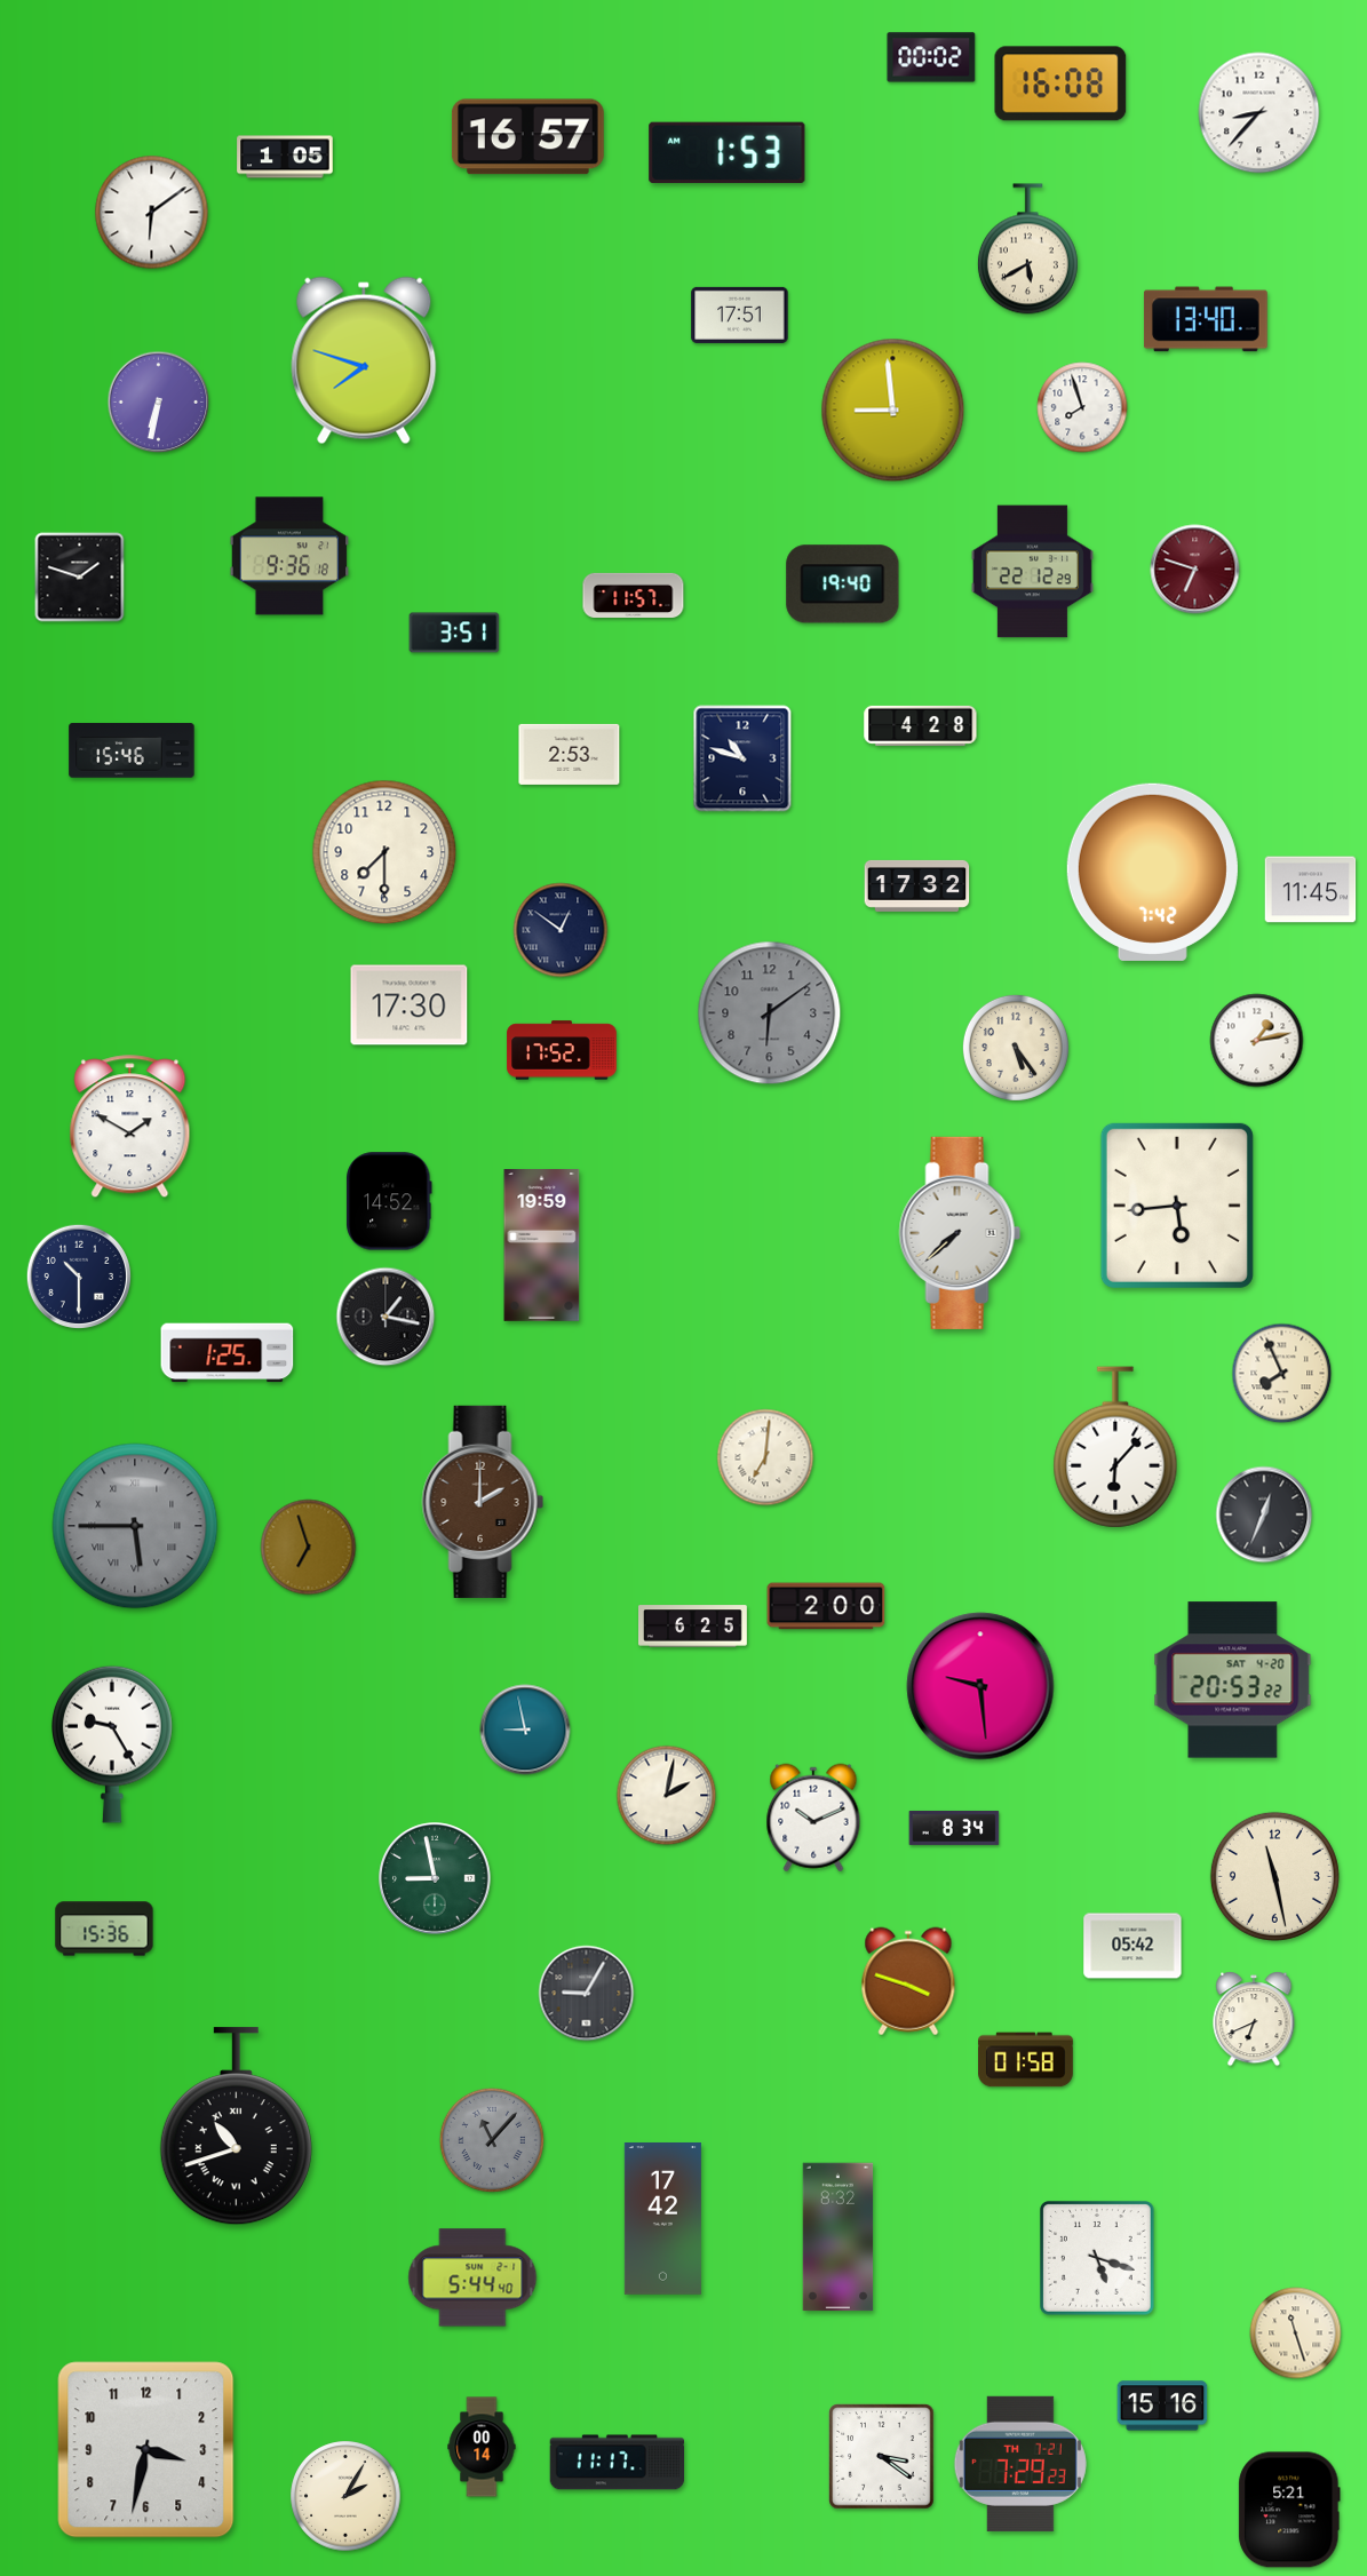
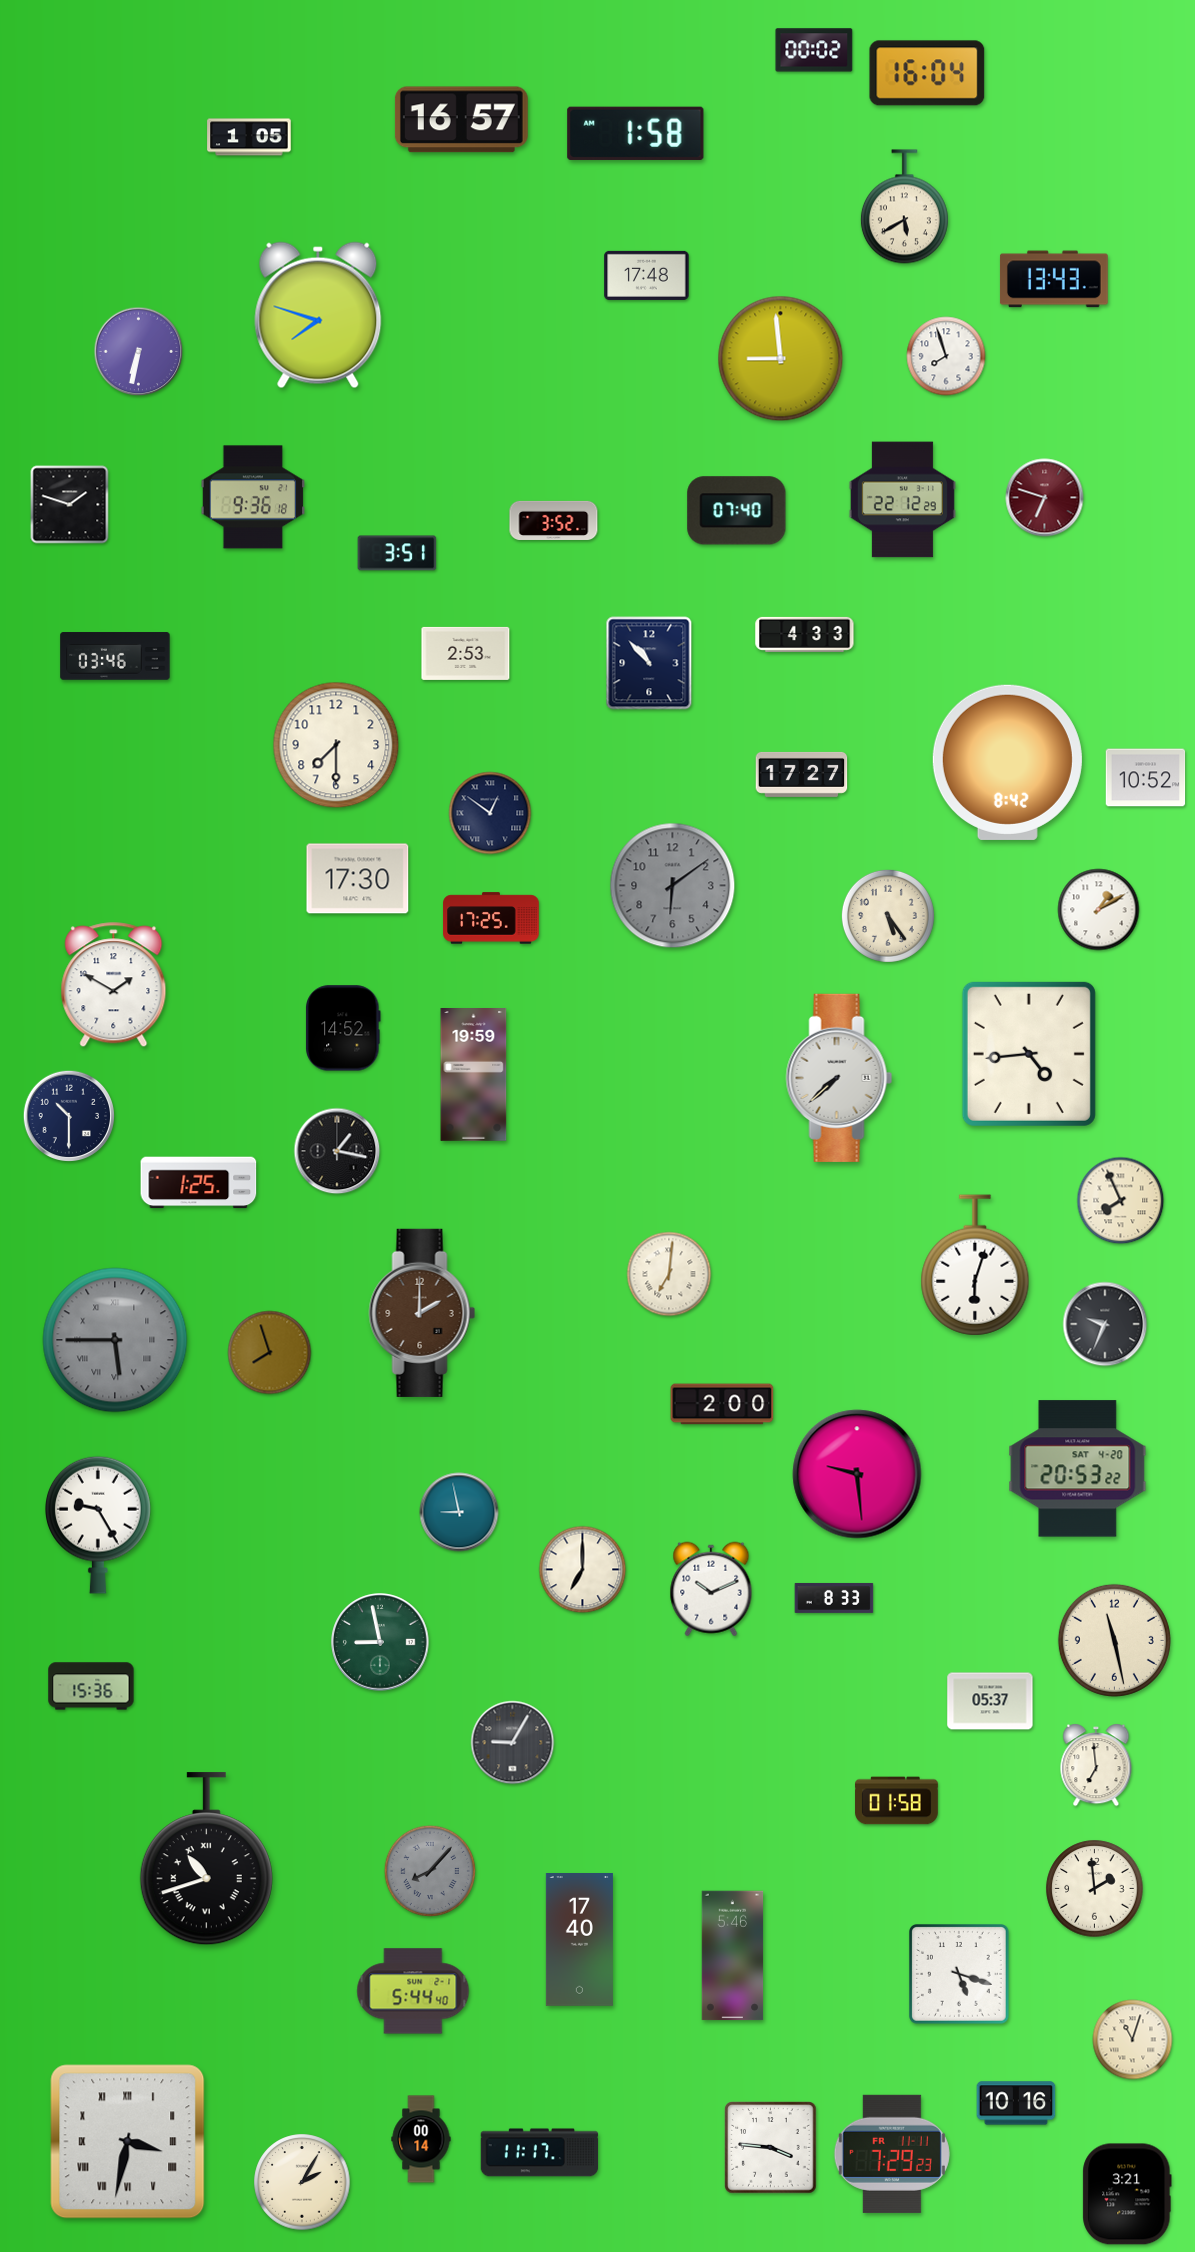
clock at (1060, 84): 16:08 -> 16:04
clock at (1259, 113): 8:37 -> none
clock at (728, 152): 1:53 -> 1:58
clock at (152, 213): 6:09 -> none
clock at (1027, 249) position: (1027, 249) -> (904, 207)
clock at (740, 315): 17:51 -> 17:48
clock at (1206, 319): 13:40 -> 13:43
clock at (289, 556) position: (289, 556) -> (253, 497)
clock at (843, 585): 19:40 -> 07:40
clock at (634, 595): 11:57 -> 3:52
clock at (921, 725): 4:28 -> 4:33
clock at (132, 750): 15:46 -> 03:46
clock at (570, 754) position: (570, 754) -> (466, 653)
clock at (742, 758): 10:48 -> 10:53
clock at (1152, 872): 7:42 -> 8:42
clock at (917, 885): 17:32 -> 17:27
clock at (1311, 890): 11:45 -> 10:52
clock at (1257, 1041): 1:13 -> 1:10
clock at (562, 1050): 17:52 -> 17:25
clock at (389, 1201) position: (389, 1201) -> (343, 1028)
clock at (1177, 1206): 5:44 -> 4:44
clock at (542, 1246) position: (542, 1246) -> (474, 1075)
clock at (1115, 1447): 6:07 -> 6:03
clock at (1264, 1514): 12:34 -> 9:34
clock at (135, 1526) position: (135, 1526) -> (115, 1340)
clock at (309, 1548): 6:57 -> 7:57
clock at (693, 1627): 6:25 -> none
clock at (667, 1796): 2:02 -> 7:00
clock at (954, 1828): 8:34 -> 8:33
clock at (1132, 1946): 05:42 -> 05:37
clock at (908, 1981): 3:48 -> none
clock at (1254, 2019): 6:41 -> 6:59
clock at (491, 2139): 11:07 -> 8:07
clock at (1095, 1889): none -> 1:59
clock at (662, 2219): 17:42 -> 17:40
clock at (839, 2237): 8:32 -> 5:46
clock at (1296, 2333): 11:27 -> 11:03
clock at (1162, 2406): 15:16 -> 10:16
clock at (146, 2450) numerals: Arabic -> Roman
clock at (882, 2457): 3:21 -> 3:46
clock at (1020, 2464) date: TH 7-21 -> FR 11-11
clock at (1289, 2510): 5:21 -> 3:21
